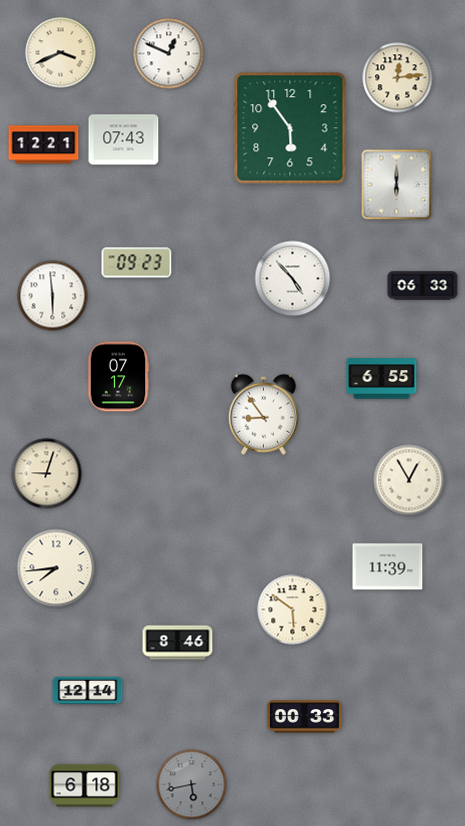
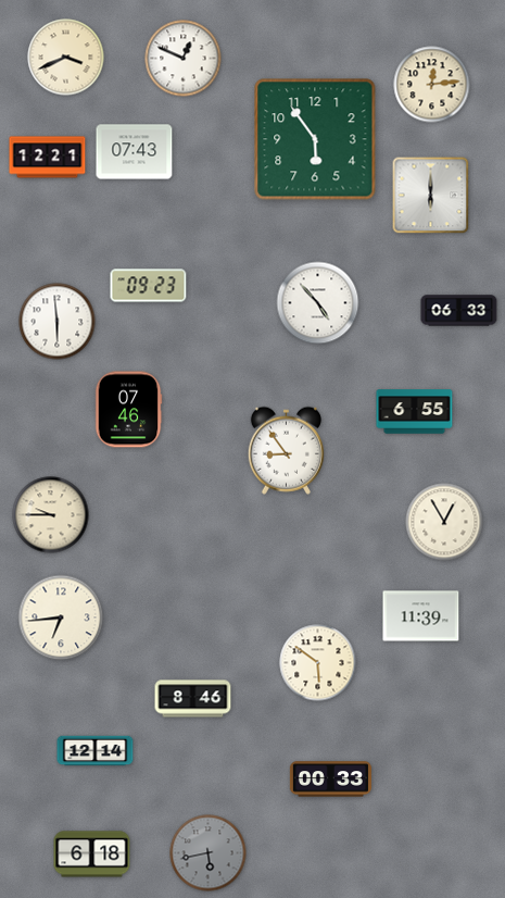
clock at (397, 185) position: (397, 185) -> (431, 196)
clock at (118, 377): 07:17 -> 07:46
clock at (47, 474): 9:03 -> 9:45
clock at (56, 568): 7:44 -> 6:44
